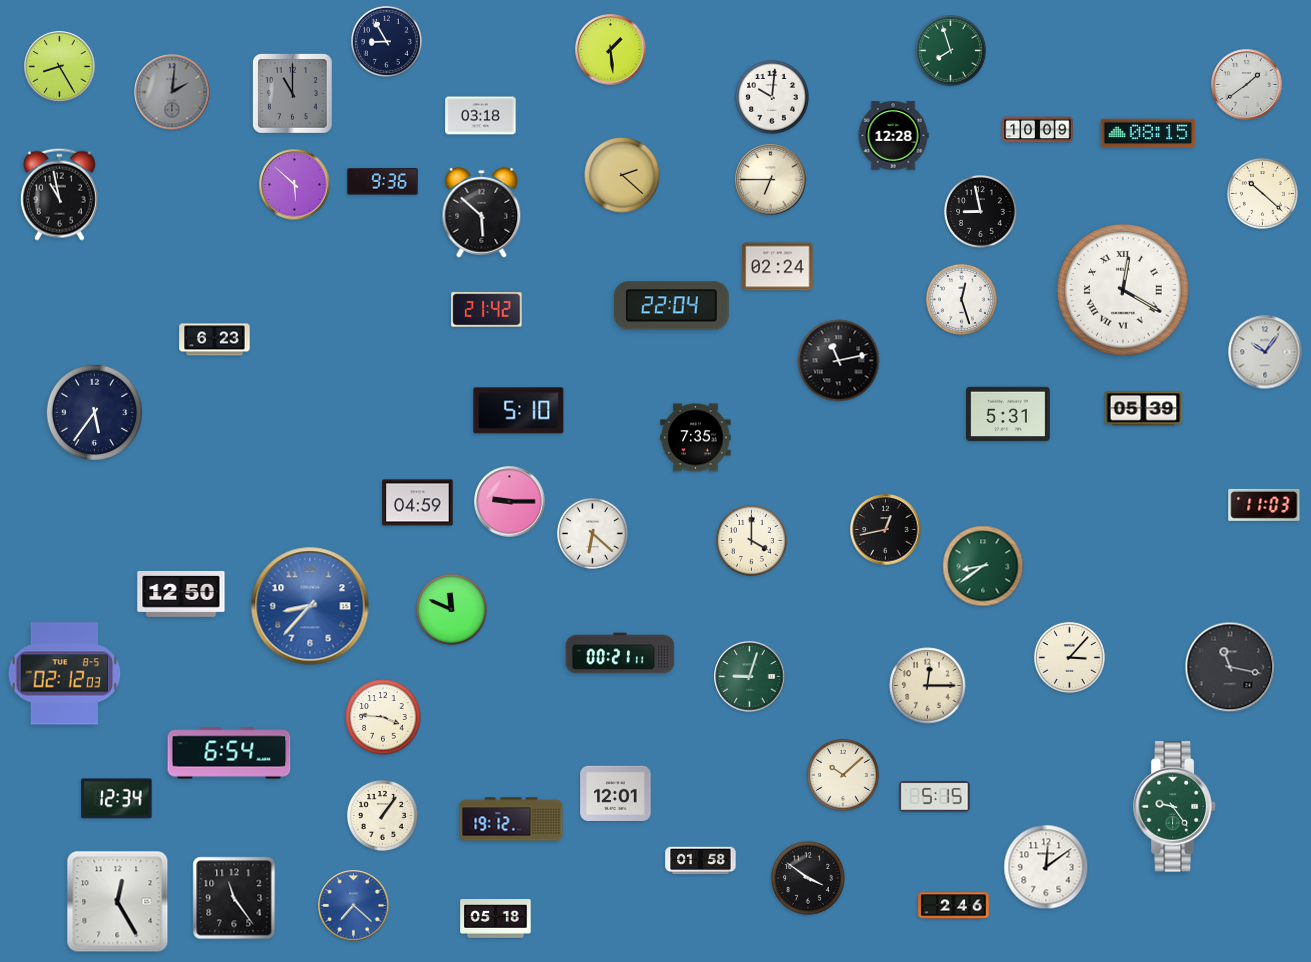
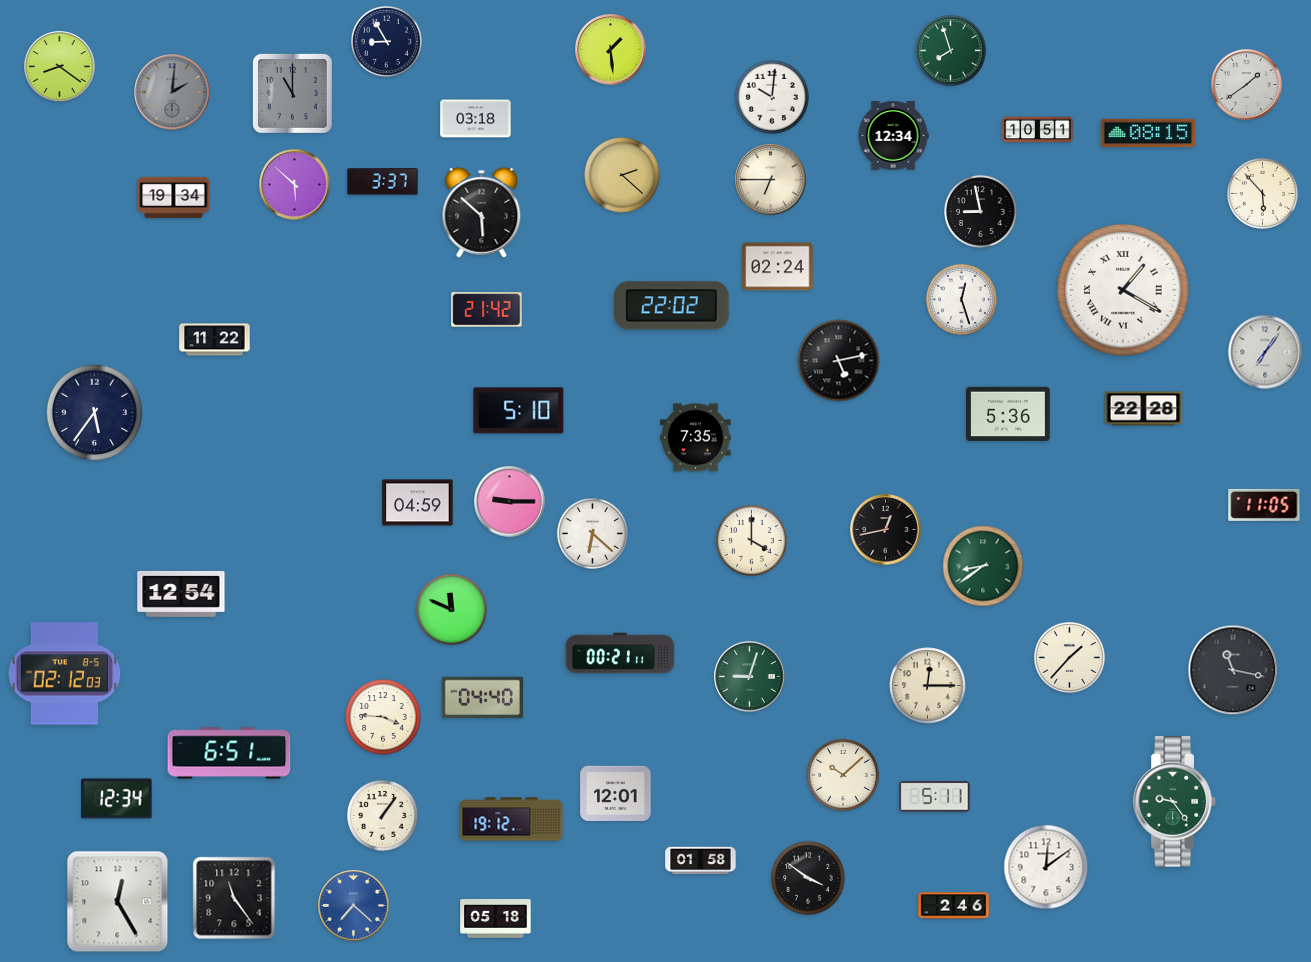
clock at (60, 67): 8:25 -> 8:21
clock at (481, 116) position: (481, 116) -> (476, 119)
clock at (1038, 130): 10:09 -> 10:51
clock at (893, 136): 12:28 -> 12:34
clock at (383, 182): 9:36 -> 3:37
clock at (1262, 193): 10:22 -> 5:53
clock at (59, 194): 10:58 -> none
clock at (174, 197): none -> 19:34
clock at (1123, 290): 12:20 -> 1:20
clock at (672, 306): 22:04 -> 22:02
clock at (215, 340): 6:23 -> 11:22
clock at (1265, 352): 10:06 -> 7:06
clock at (839, 361): 11:13 -> 5:13
clock at (1144, 409): 05:39 -> 22:28
clock at (1009, 414): 5:31 -> 5:36
clock at (1264, 505): 11:03 -> 11:05
clock at (181, 594): 12:50 -> 12:54
clock at (310, 606): 8:37 -> none
clock at (1069, 657): 3:07 -> 1:37
clock at (1230, 667) position: (1230, 667) -> (1233, 670)
clock at (482, 698): none -> 04:40
clock at (229, 753): 6:54 -> 6:51
clock at (935, 797): 5:15 -> 5:11
clock at (1175, 807) position: (1175, 807) -> (1175, 802)
